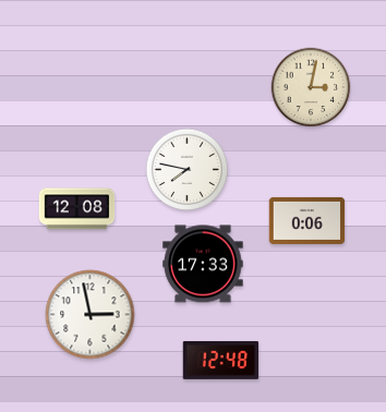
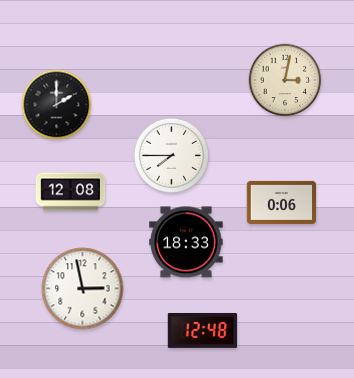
clock at (57, 105): none -> 2:00
clock at (186, 169): 7:47 -> 7:45
clock at (203, 264): 17:33 -> 18:33
